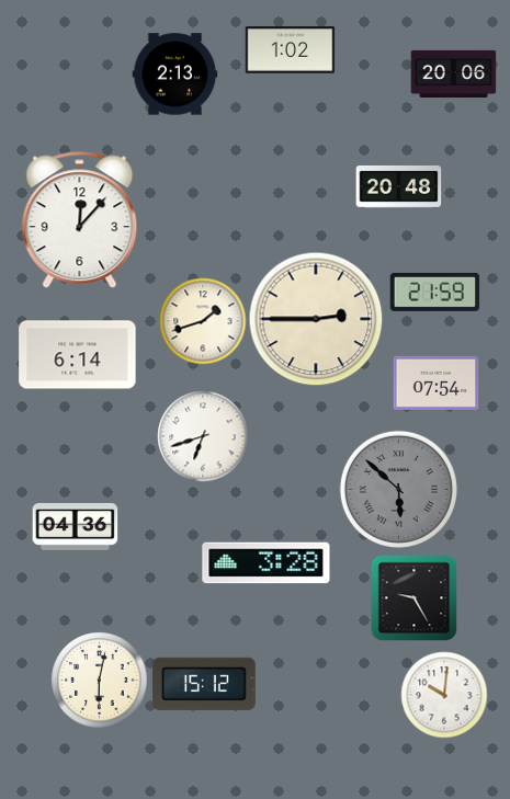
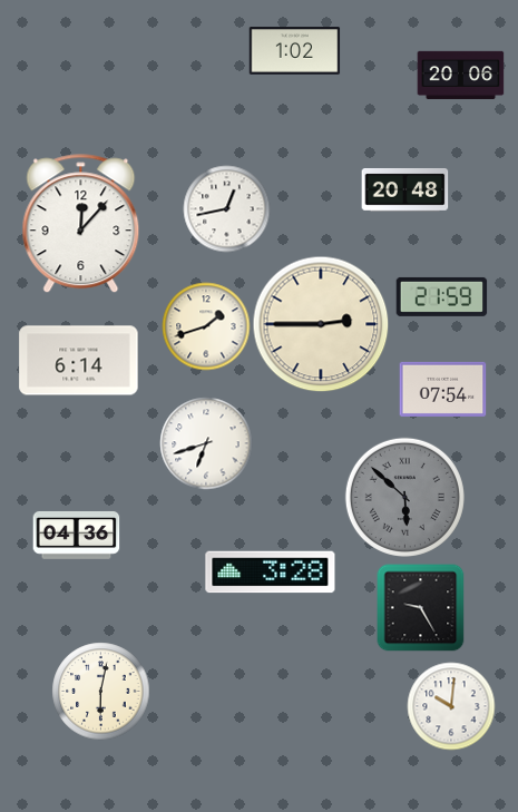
clock at (174, 75): 2:13 -> none
clock at (226, 208): none -> 12:43
clock at (204, 684): 15:12 -> none
